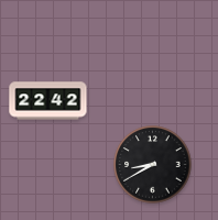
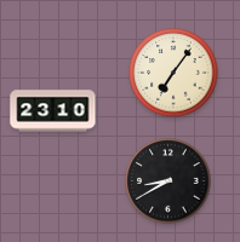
clock at (173, 73): none -> 7:06
clock at (48, 101): 22:42 -> 23:10
